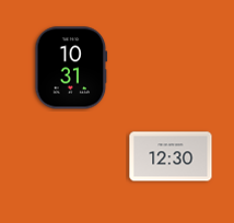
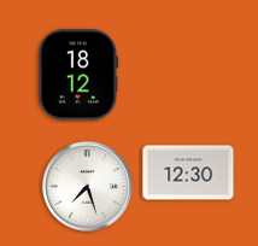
clock at (71, 68): 10:31 -> 18:12
clock at (88, 187): none -> 7:27
